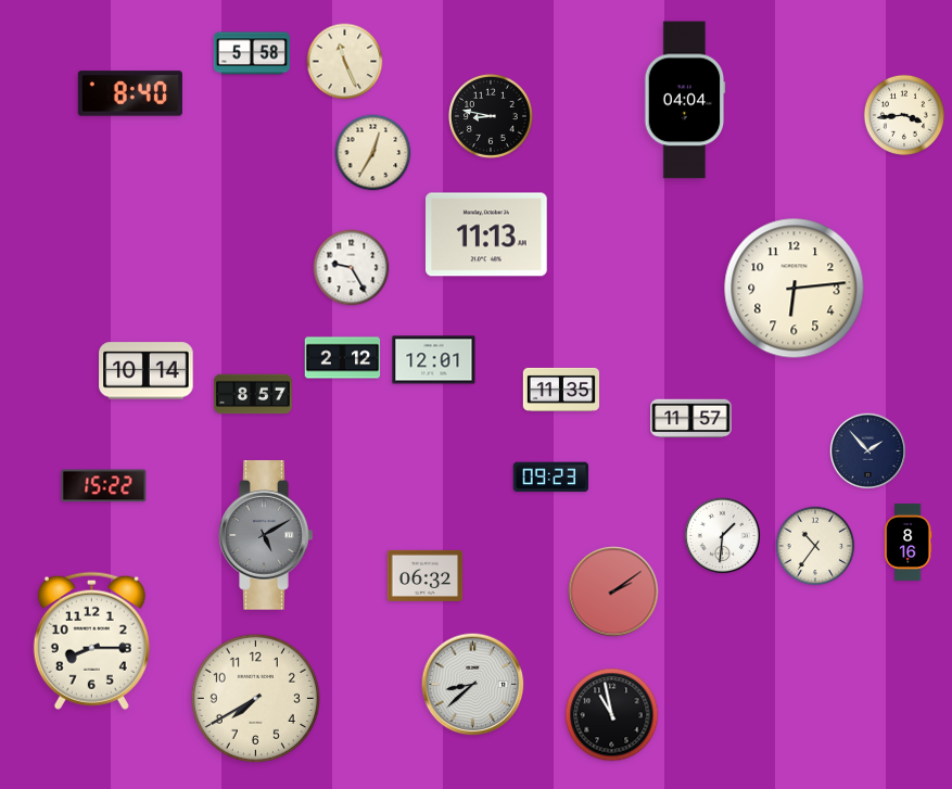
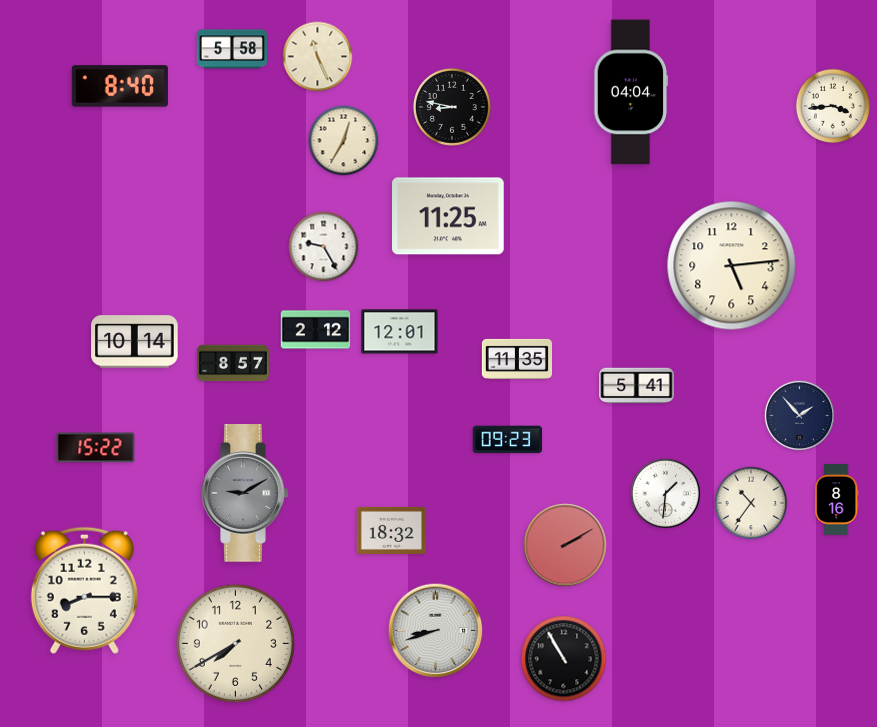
clock at (487, 234): 11:13 -> 11:25
clock at (795, 289): 6:14 -> 5:14
clock at (691, 419): 11:57 -> 5:41
clock at (266, 535): 5:10 -> 9:10
clock at (426, 575): 06:32 -> 18:32
clock at (613, 591): 2:09 -> 2:10
clock at (473, 685): 8:38 -> 8:42
clock at (612, 715): 10:58 -> 10:55
